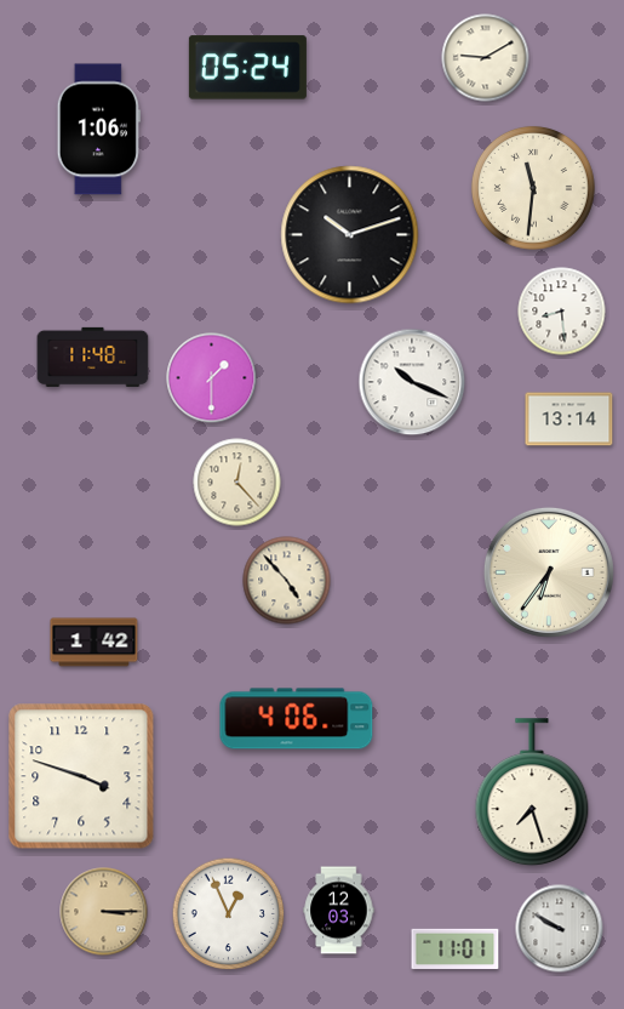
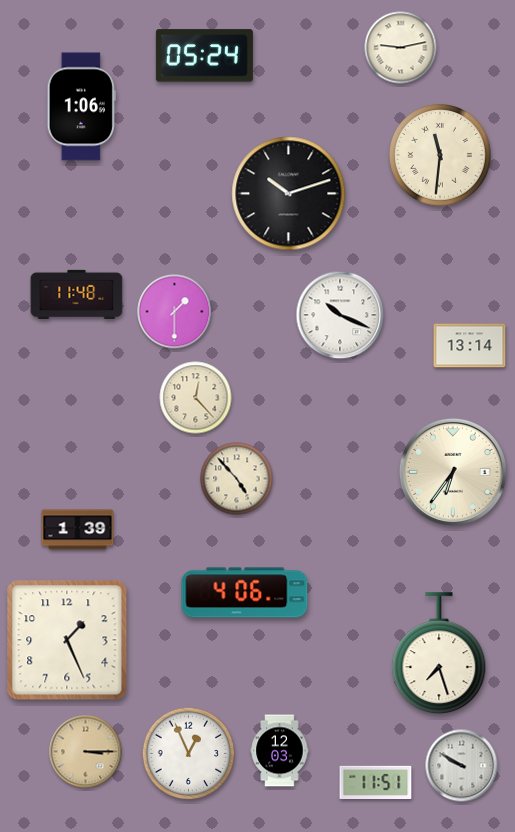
clock at (486, 58): 9:10 -> 9:13
clock at (562, 312): 8:29 -> none
clock at (95, 643): 1:42 -> 1:39
clock at (81, 776): 3:48 -> 1:26
clock at (456, 950): 11:01 -> 11:51
